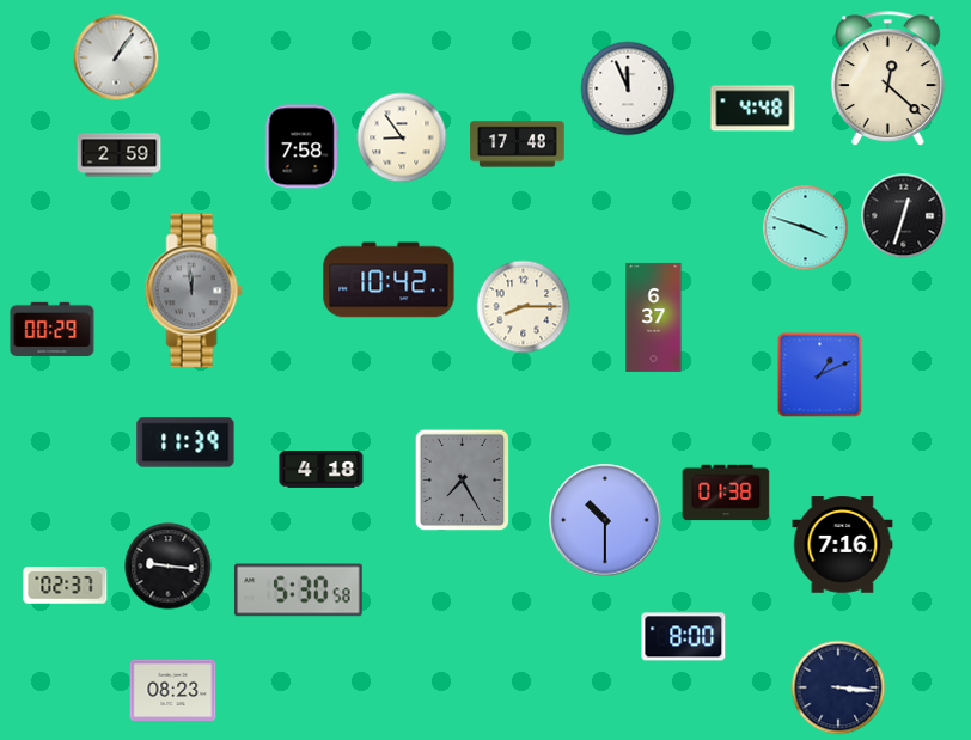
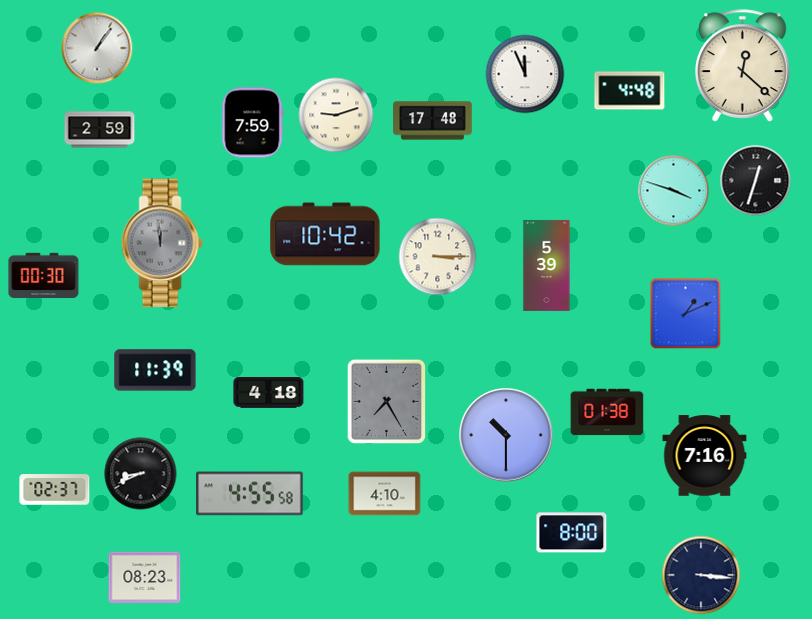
clock at (402, 137): 8:54 -> 9:12
clock at (301, 147): 7:58 -> 7:59
clock at (524, 307): 8:15 -> 3:15
clock at (654, 317): 6:37 -> 5:39
clock at (53, 330): 00:29 -> 00:30
clock at (169, 567): 9:16 -> 8:41
clock at (299, 591): 5:30 -> 4:55
clock at (385, 494): none -> 4:10
